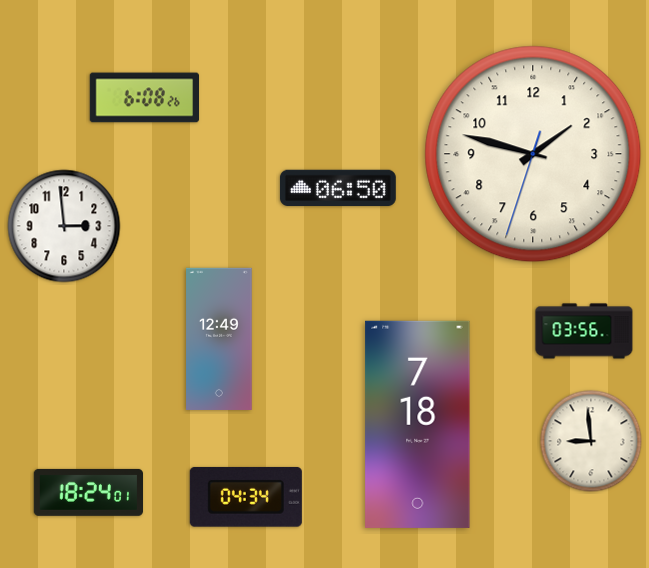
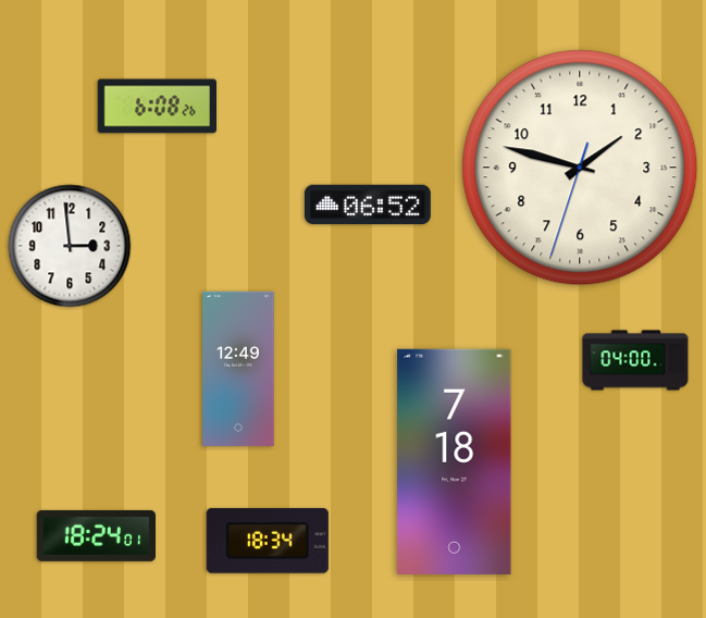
clock at (338, 188): 06:50 -> 06:52
clock at (584, 331): 03:56 -> 04:00
clock at (591, 441): 8:59 -> none
clock at (246, 497): 04:34 -> 18:34
